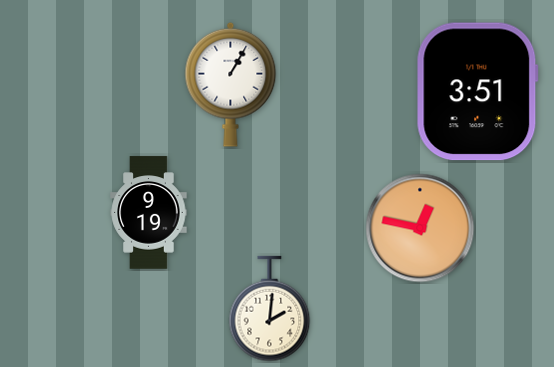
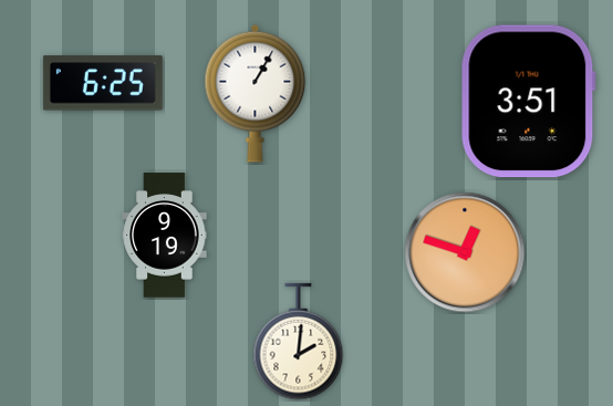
clock at (103, 83): none -> 6:25
clock at (420, 228): 12:47 -> 12:48
